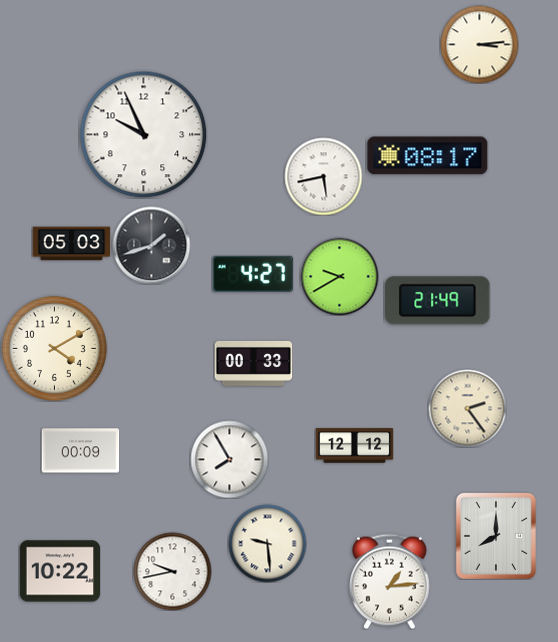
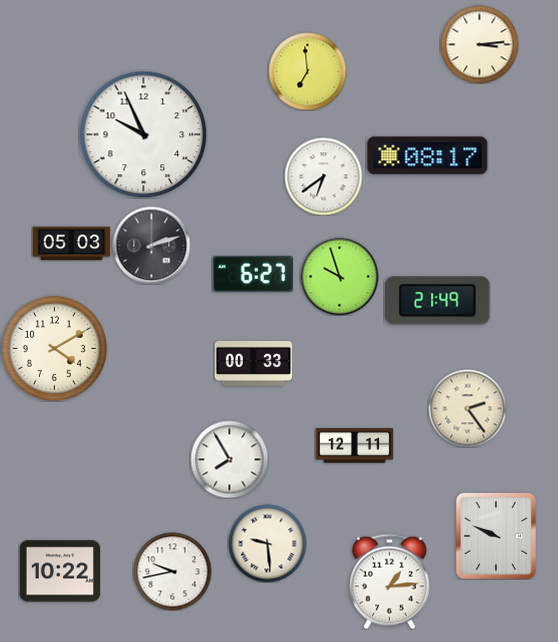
clock at (307, 71): none -> 6:59
clock at (323, 176): 5:43 -> 6:39
clock at (151, 245): 1:42 -> 2:12
clock at (252, 274): 4:27 -> 6:27
clock at (339, 276): 9:40 -> 9:57
clock at (354, 446): 12:12 -> 12:11
clock at (80, 451): 00:09 -> none
clock at (496, 536): 8:00 -> 9:49
